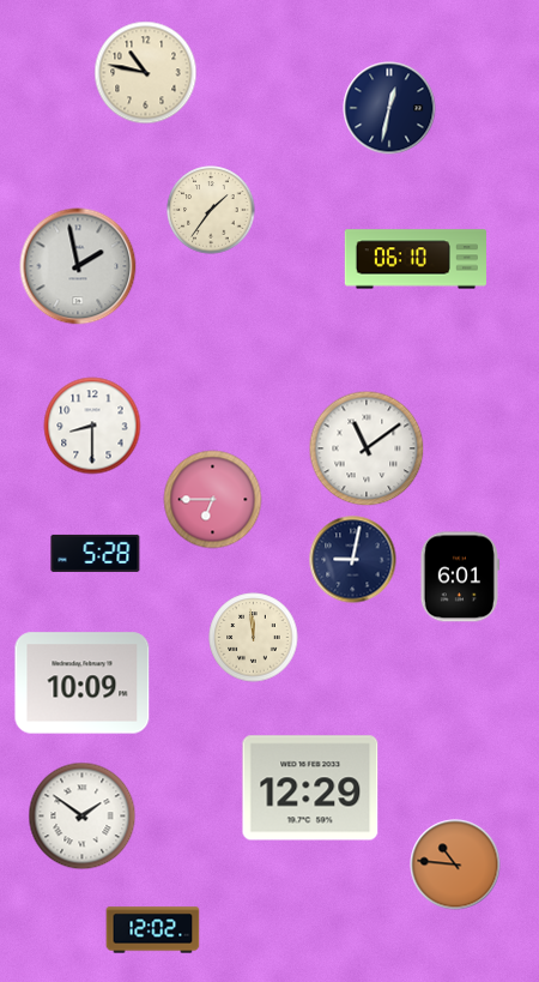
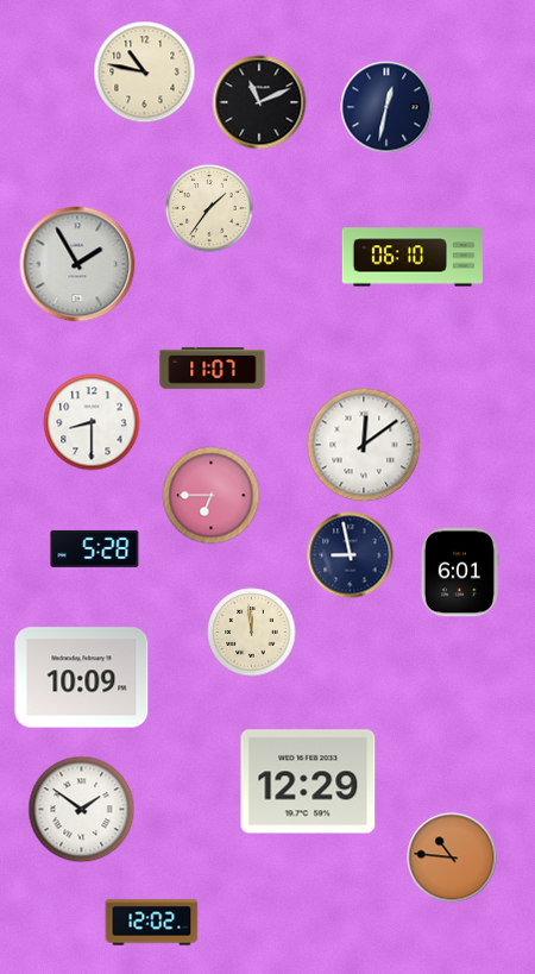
clock at (259, 102): none -> 11:11
clock at (78, 266): 1:58 -> 1:55
clock at (213, 369): none -> 11:07
clock at (367, 448): 11:09 -> 12:09
clock at (353, 560): 9:02 -> 8:58
clock at (460, 577) position: (460, 577) -> (460, 572)
